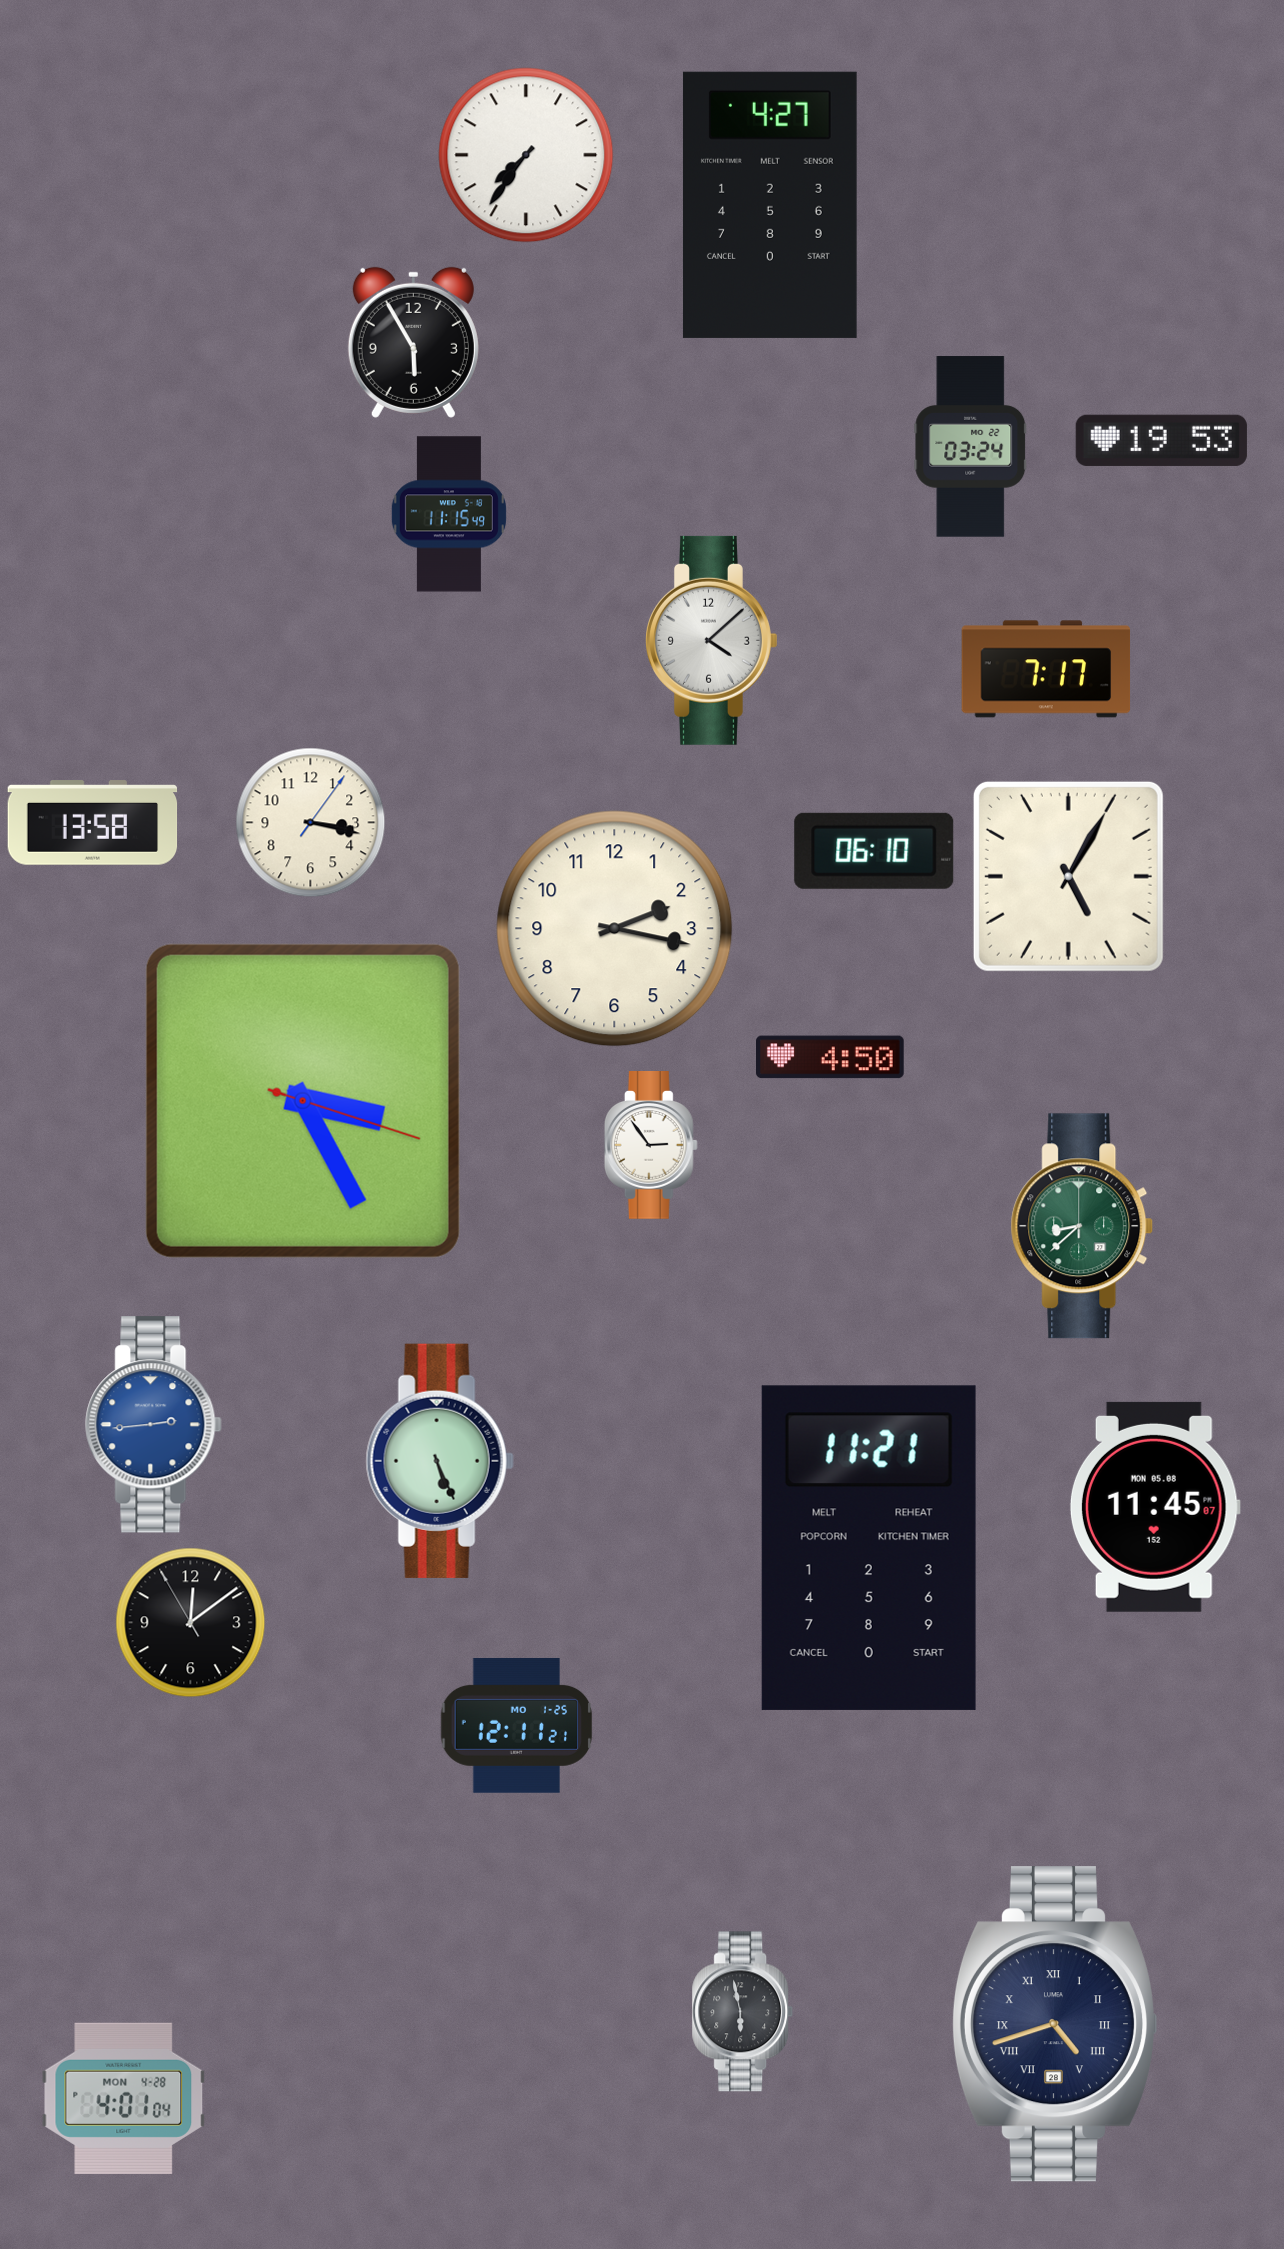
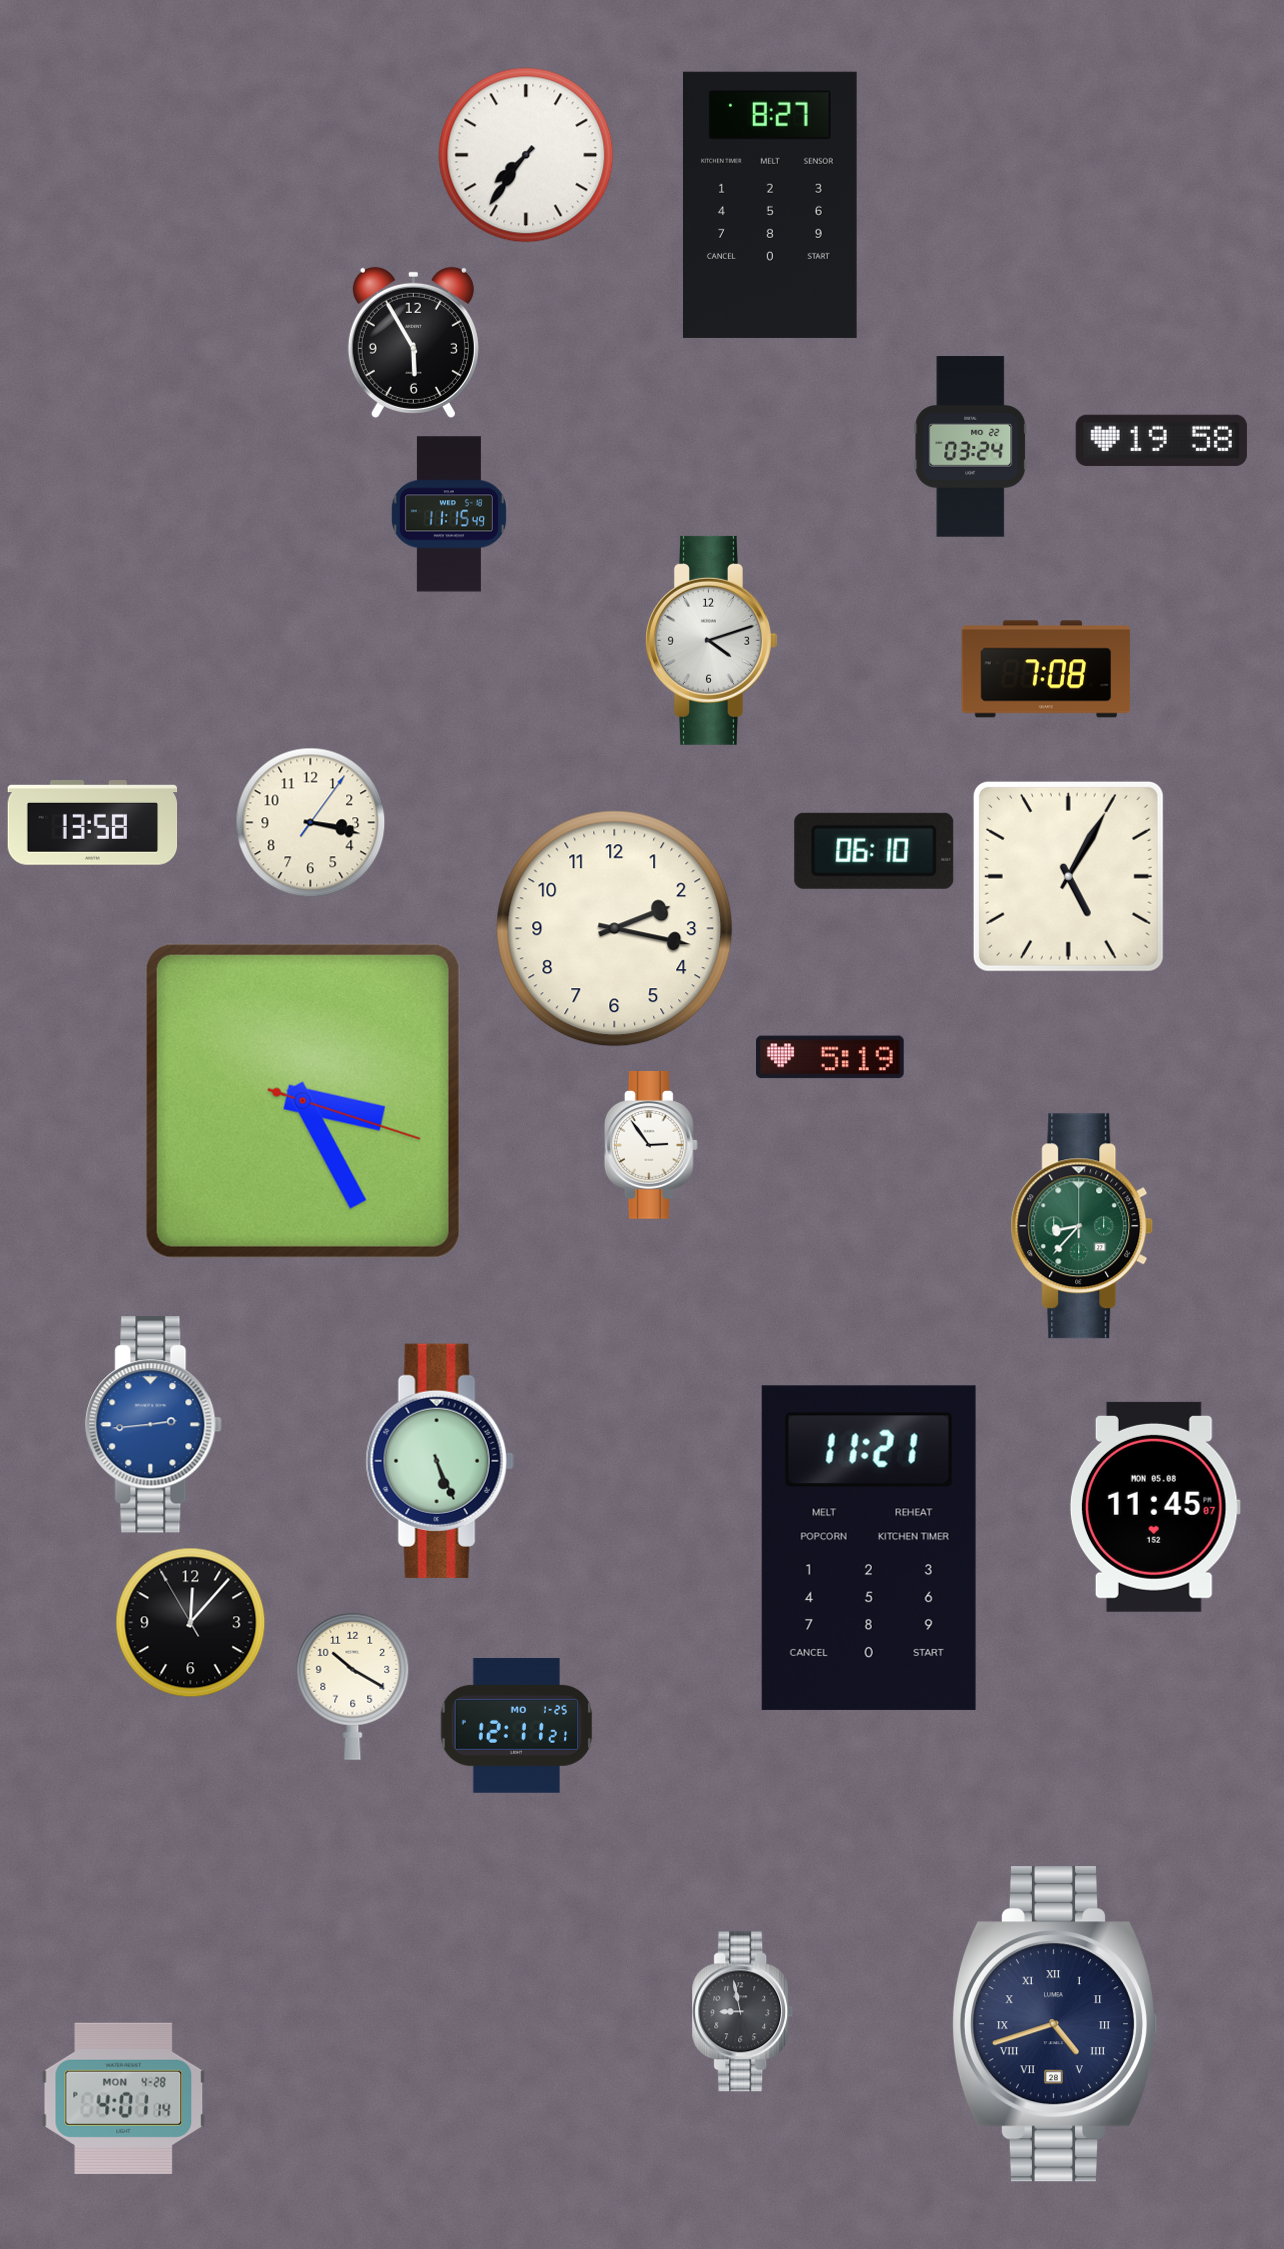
clock at (770, 205): 4:27 -> 8:27
clock at (1161, 440): 19:53 -> 19:58
clock at (712, 640): 4:08 -> 4:12
clock at (1046, 669): 7:17 -> 7:08
clock at (831, 1057): 4:50 -> 5:19
clock at (1082, 1226): 8:38 -> 8:37
clock at (191, 1623): 12:08 -> 12:06
clock at (353, 1686): none -> 10:20
clock at (743, 2012): 5:58 -> 8:58
clock at (124, 2098): 4:01:04 -> 4:01:14
